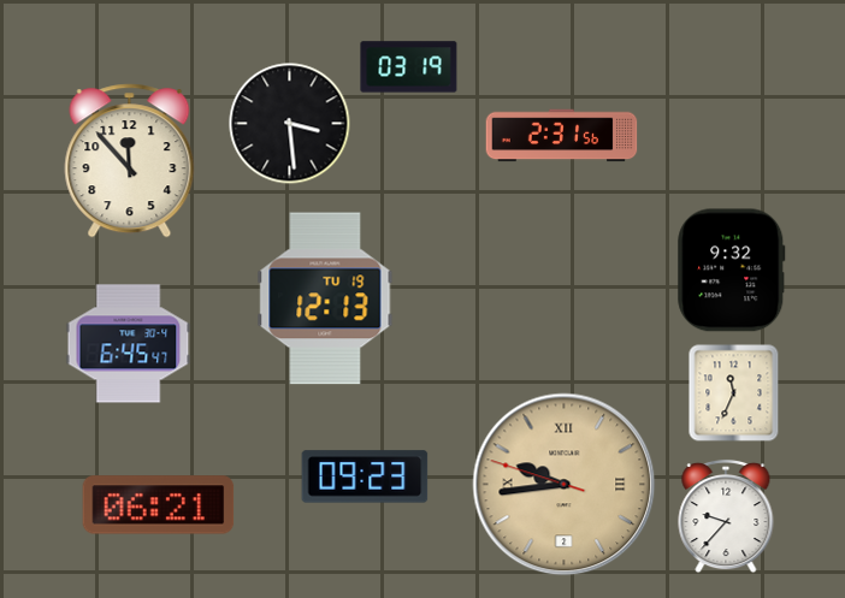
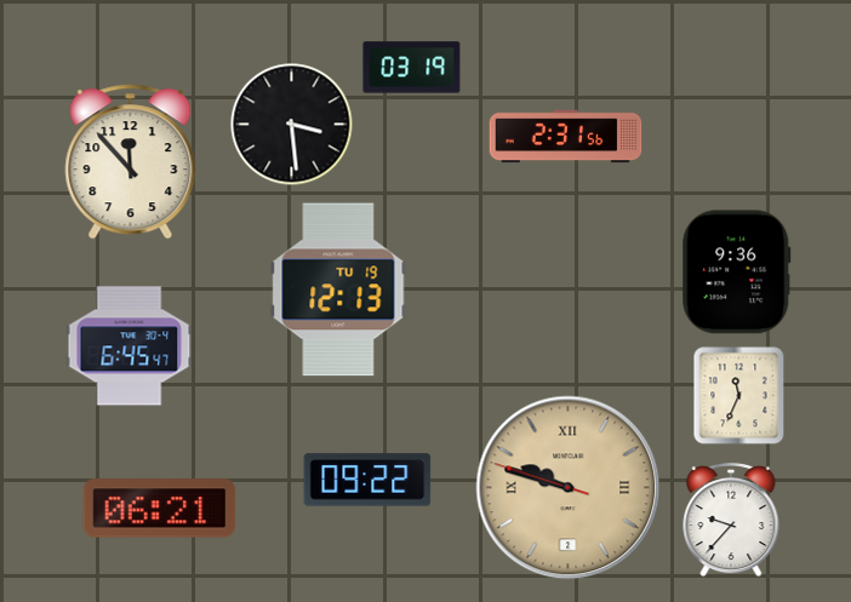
clock at (732, 271): 9:32 -> 9:36
clock at (325, 298) position: (325, 298) -> (338, 289)
clock at (365, 476): 09:23 -> 09:22
clock at (565, 485): 9:43 -> 9:47
